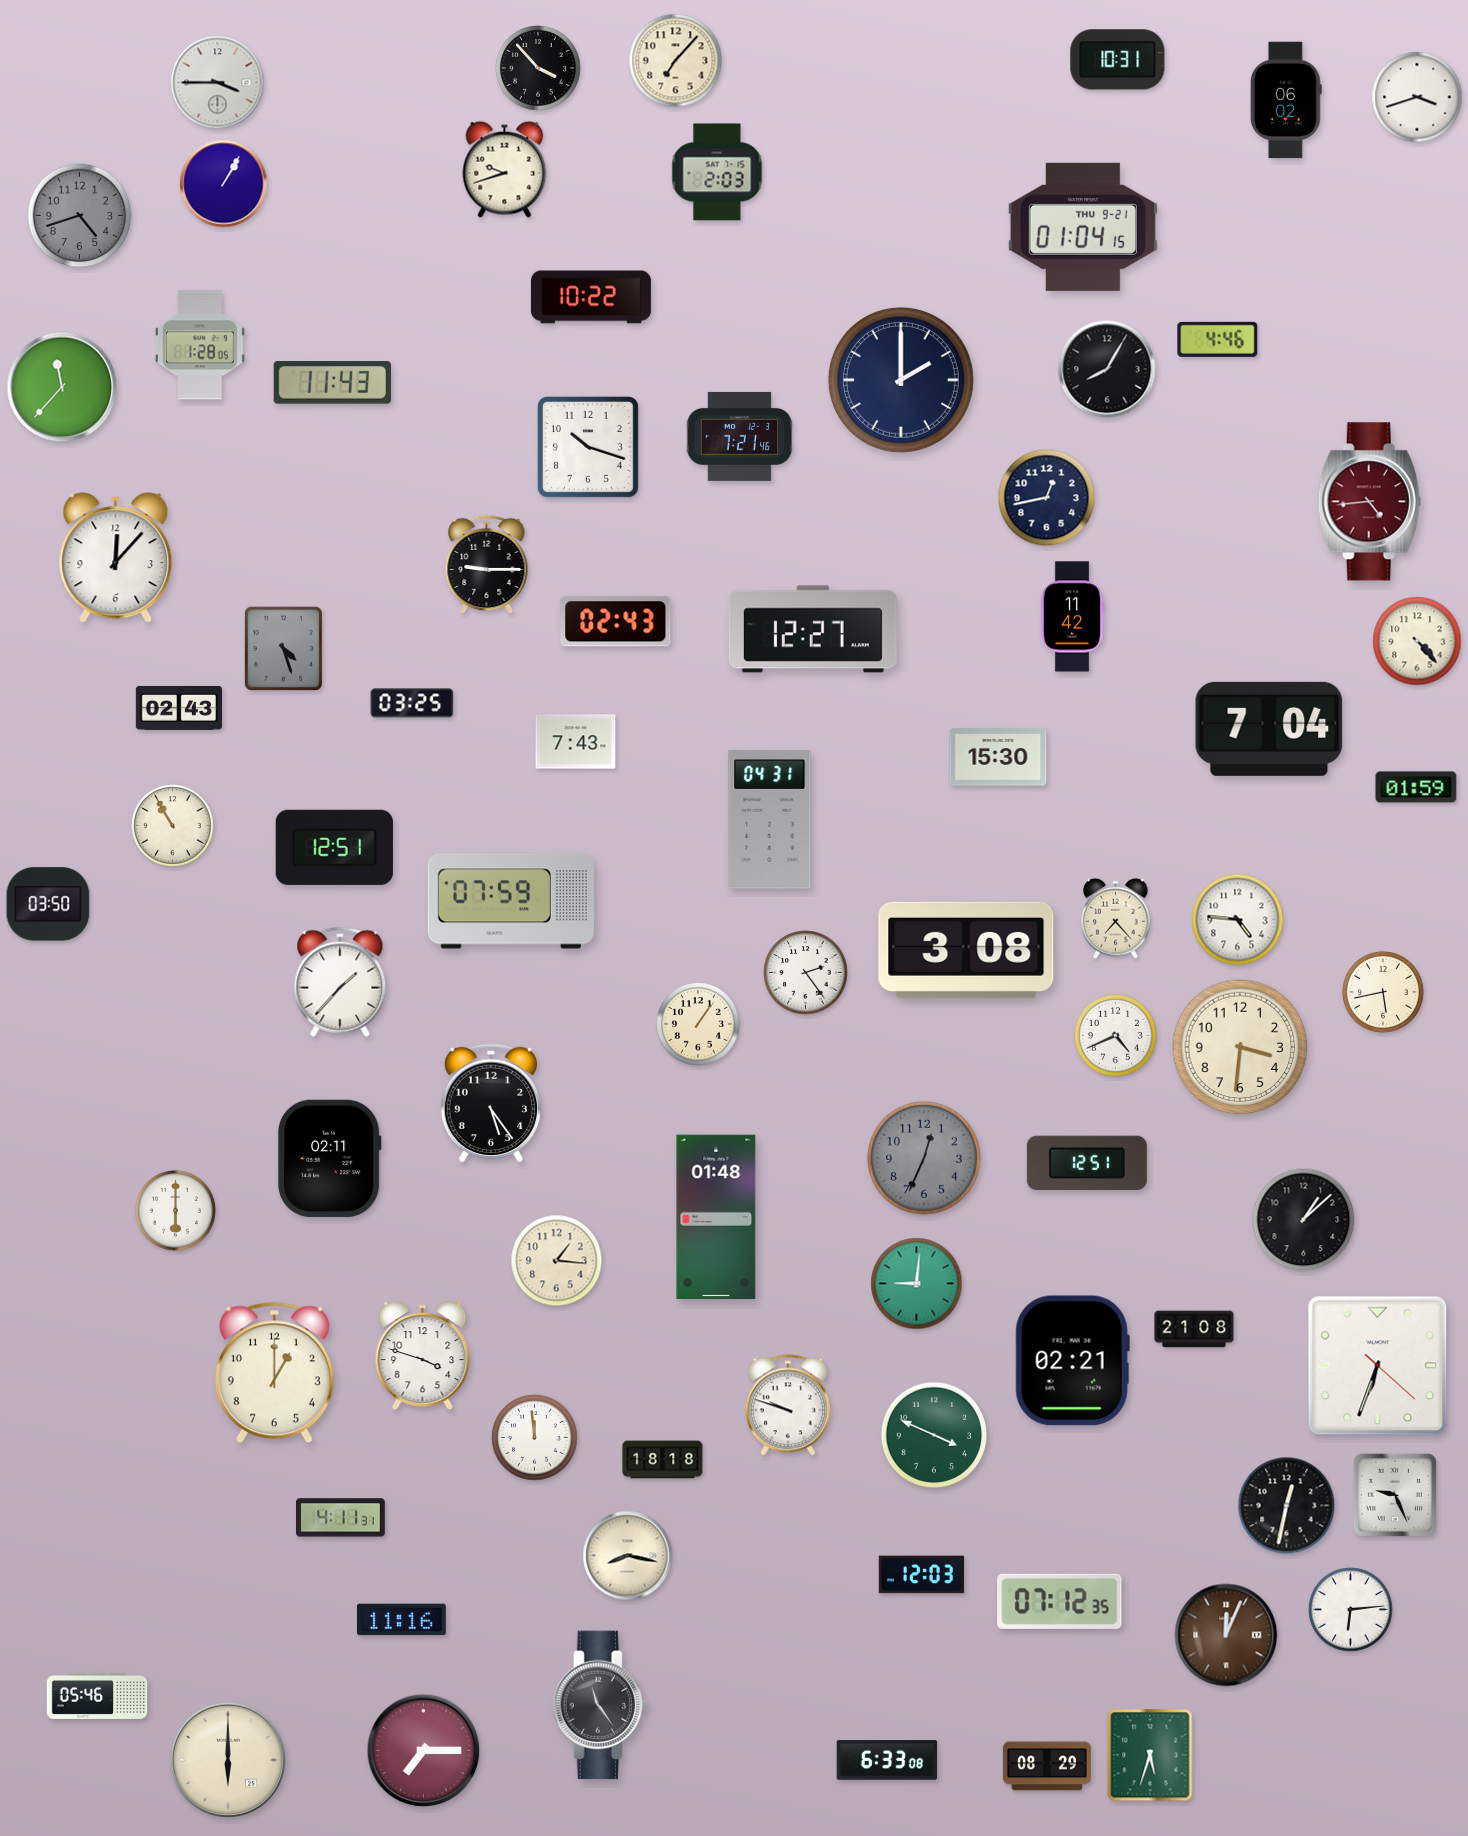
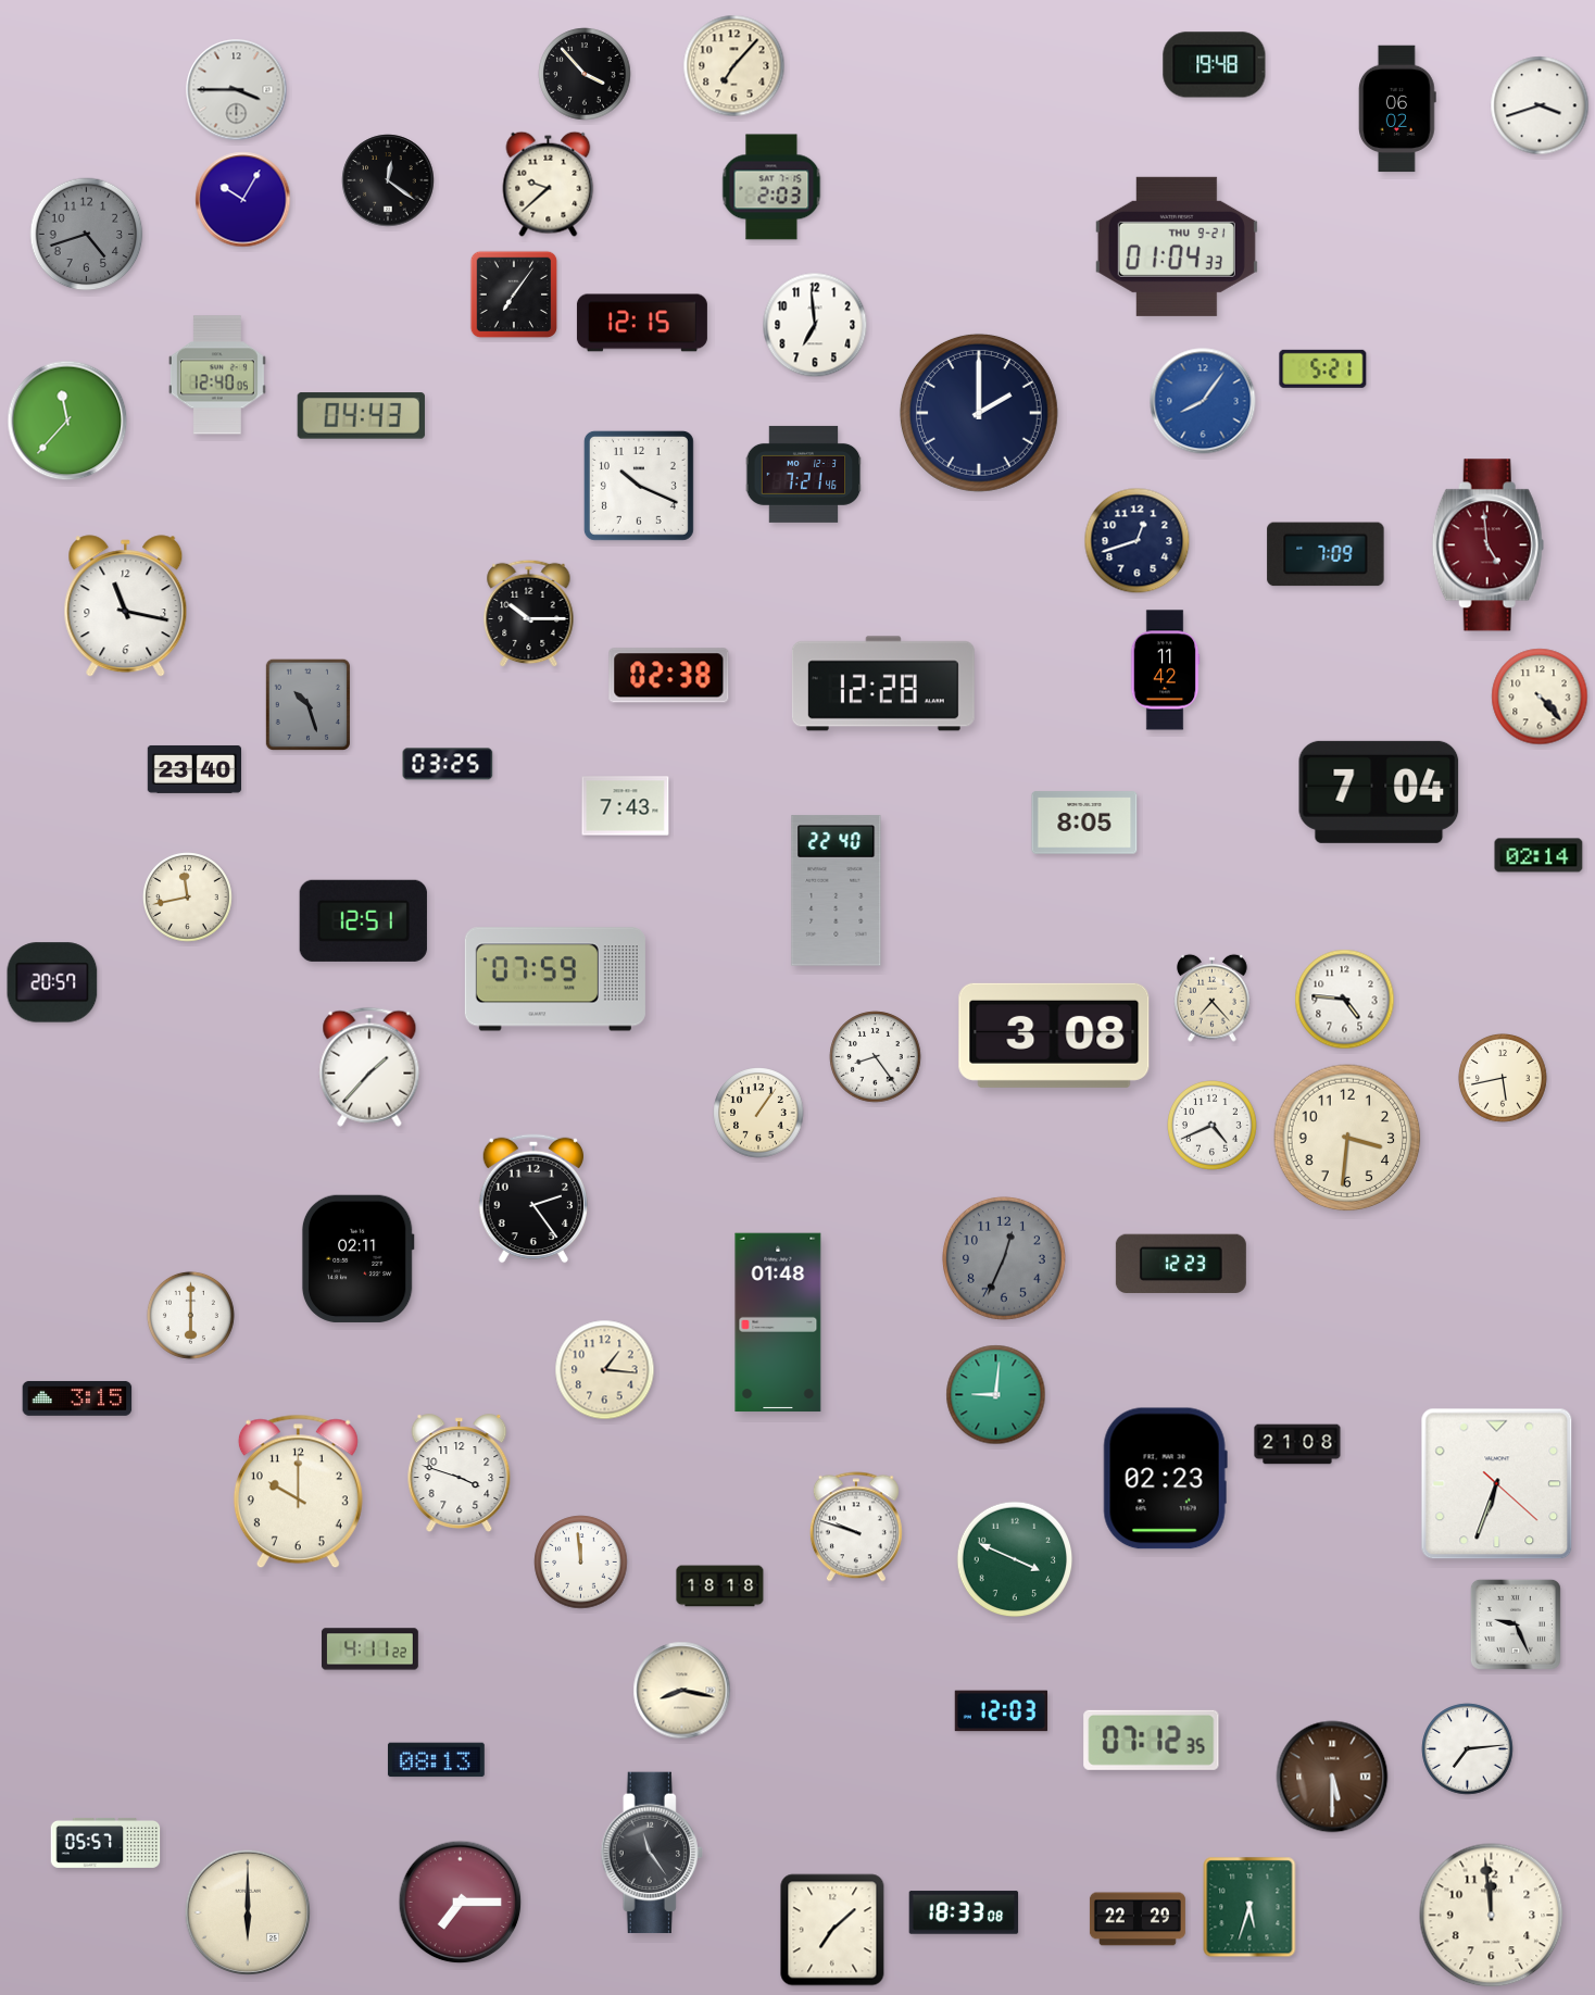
clock at (1118, 60): 10:31 -> 19:48
clock at (388, 180): none -> 12:21
clock at (505, 169): 9:42 -> 9:38
clock at (717, 172) position: (717, 172) -> (771, 187)
clock at (224, 184): 1:05 -> 10:05
clock at (1083, 227): 01:04:15 -> 01:04:33
clock at (514, 294): none -> 7:06
clock at (591, 297): 10:22 -> 12:15
clock at (815, 325): none -> 6:59
clock at (1218, 339): 4:46 -> 5:21
clock at (200, 345): 1:28 -> 12:40
clock at (1107, 369): 8:05 -> 8:06
clock at (1107, 369) dial: black -> blue
clock at (332, 383): 11:43 -> 04:43
clock at (588, 447): 10:18 -> 10:19
clock at (1047, 498): 12:43 -> 12:42
clock at (1369, 502): 4:44 -> 4:59
clock at (1326, 554): none -> 7:09
clock at (116, 558): 12:07 -> 11:17
clock at (487, 565): 9:15 -> 10:15
clock at (616, 622): 02:43 -> 02:38
clock at (813, 629): 12:27 -> 12:28
clock at (283, 648): 4:27 -> 10:27
clock at (178, 708): 02:43 -> 23:40
clock at (998, 757): 15:30 -> 8:05
clock at (1416, 787): 01:59 -> 02:14
clock at (770, 820): 04:31 -> 22:40
clock at (173, 826): 10:55 -> 11:43
clock at (48, 904): 03:50 -> 20:57
clock at (966, 950) position: (966, 950) -> (1054, 1036)
clock at (806, 973): 2:24 -> 8:24
clock at (490, 1103): 5:24 -> 2:24
clock at (1087, 1162): 12:51 -> 12:23
clock at (1304, 1220): 1:08 -> none
clock at (77, 1398): none -> 3:15
clock at (1072, 1361): 02:21 -> 02:23
clock at (274, 1373): 1:00 -> 10:00
clock at (1287, 1506): 12:32 -> none
clock at (341, 1518): 4:11:31 -> 4:11:22
clock at (1351, 1610): 6:14 -> 7:14
clock at (401, 1620): 11:16 -> 08:13
clock at (1226, 1635): 12:04 -> 5:30
clock at (97, 1696): 05:46 -> 05:57
clock at (887, 1760): 6:33 -> 18:33
clock at (1492, 1916): none -> 11:59
clock at (1047, 1766): 08:29 -> 22:29
clock at (832, 1930): none -> 7:08
